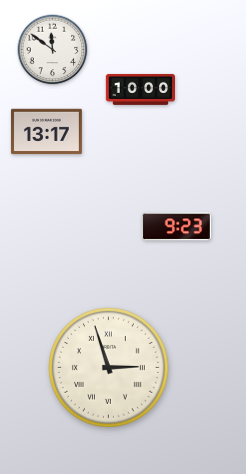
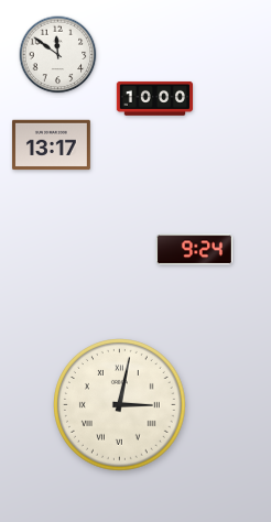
clock at (176, 227): 9:23 -> 9:24
clock at (109, 368): 2:57 -> 3:02
